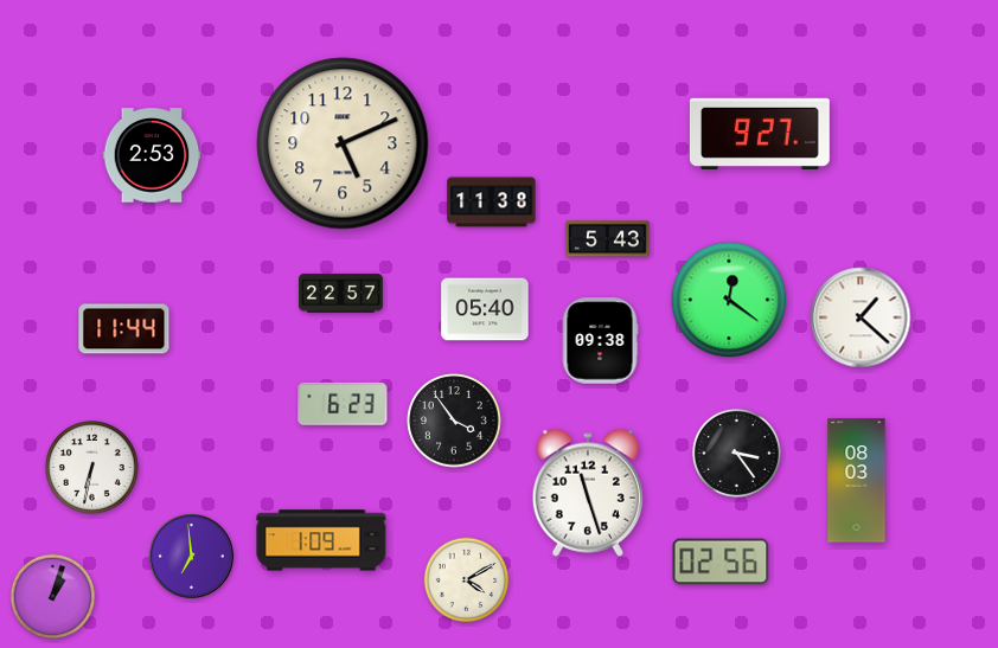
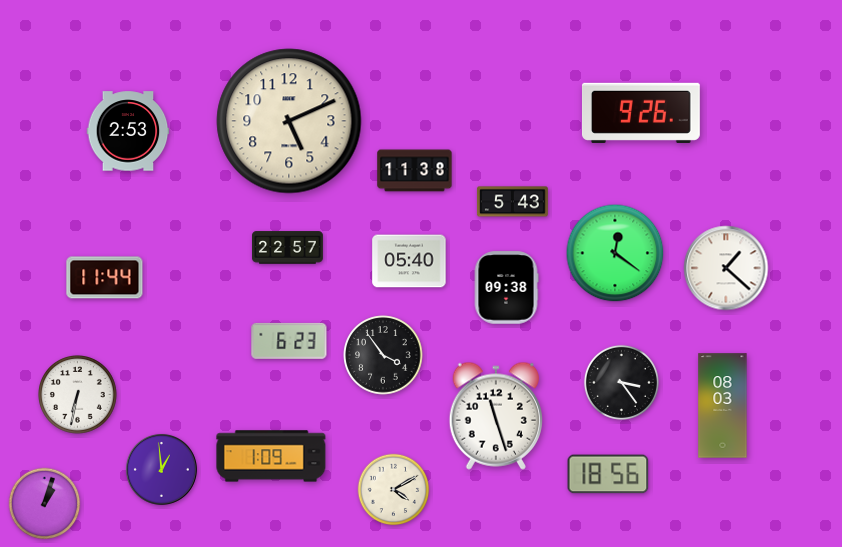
clock at (760, 134): 9:27 -> 9:26
clock at (191, 556): 6:59 -> 12:59
clock at (721, 562): 02:56 -> 18:56
